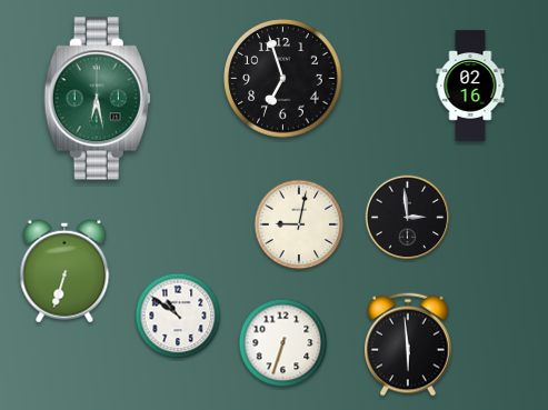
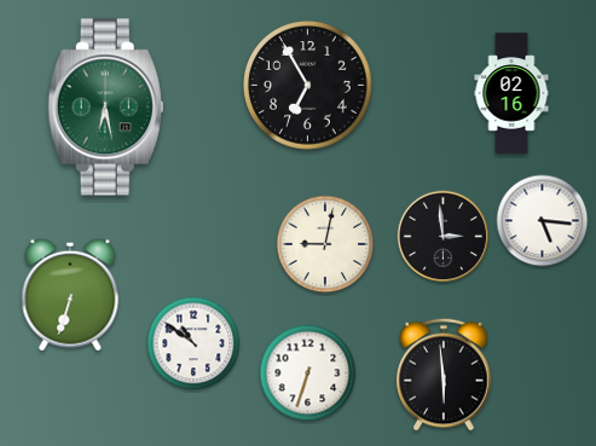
clock at (283, 79): 6:57 -> 6:55
clock at (543, 221): none -> 5:16
